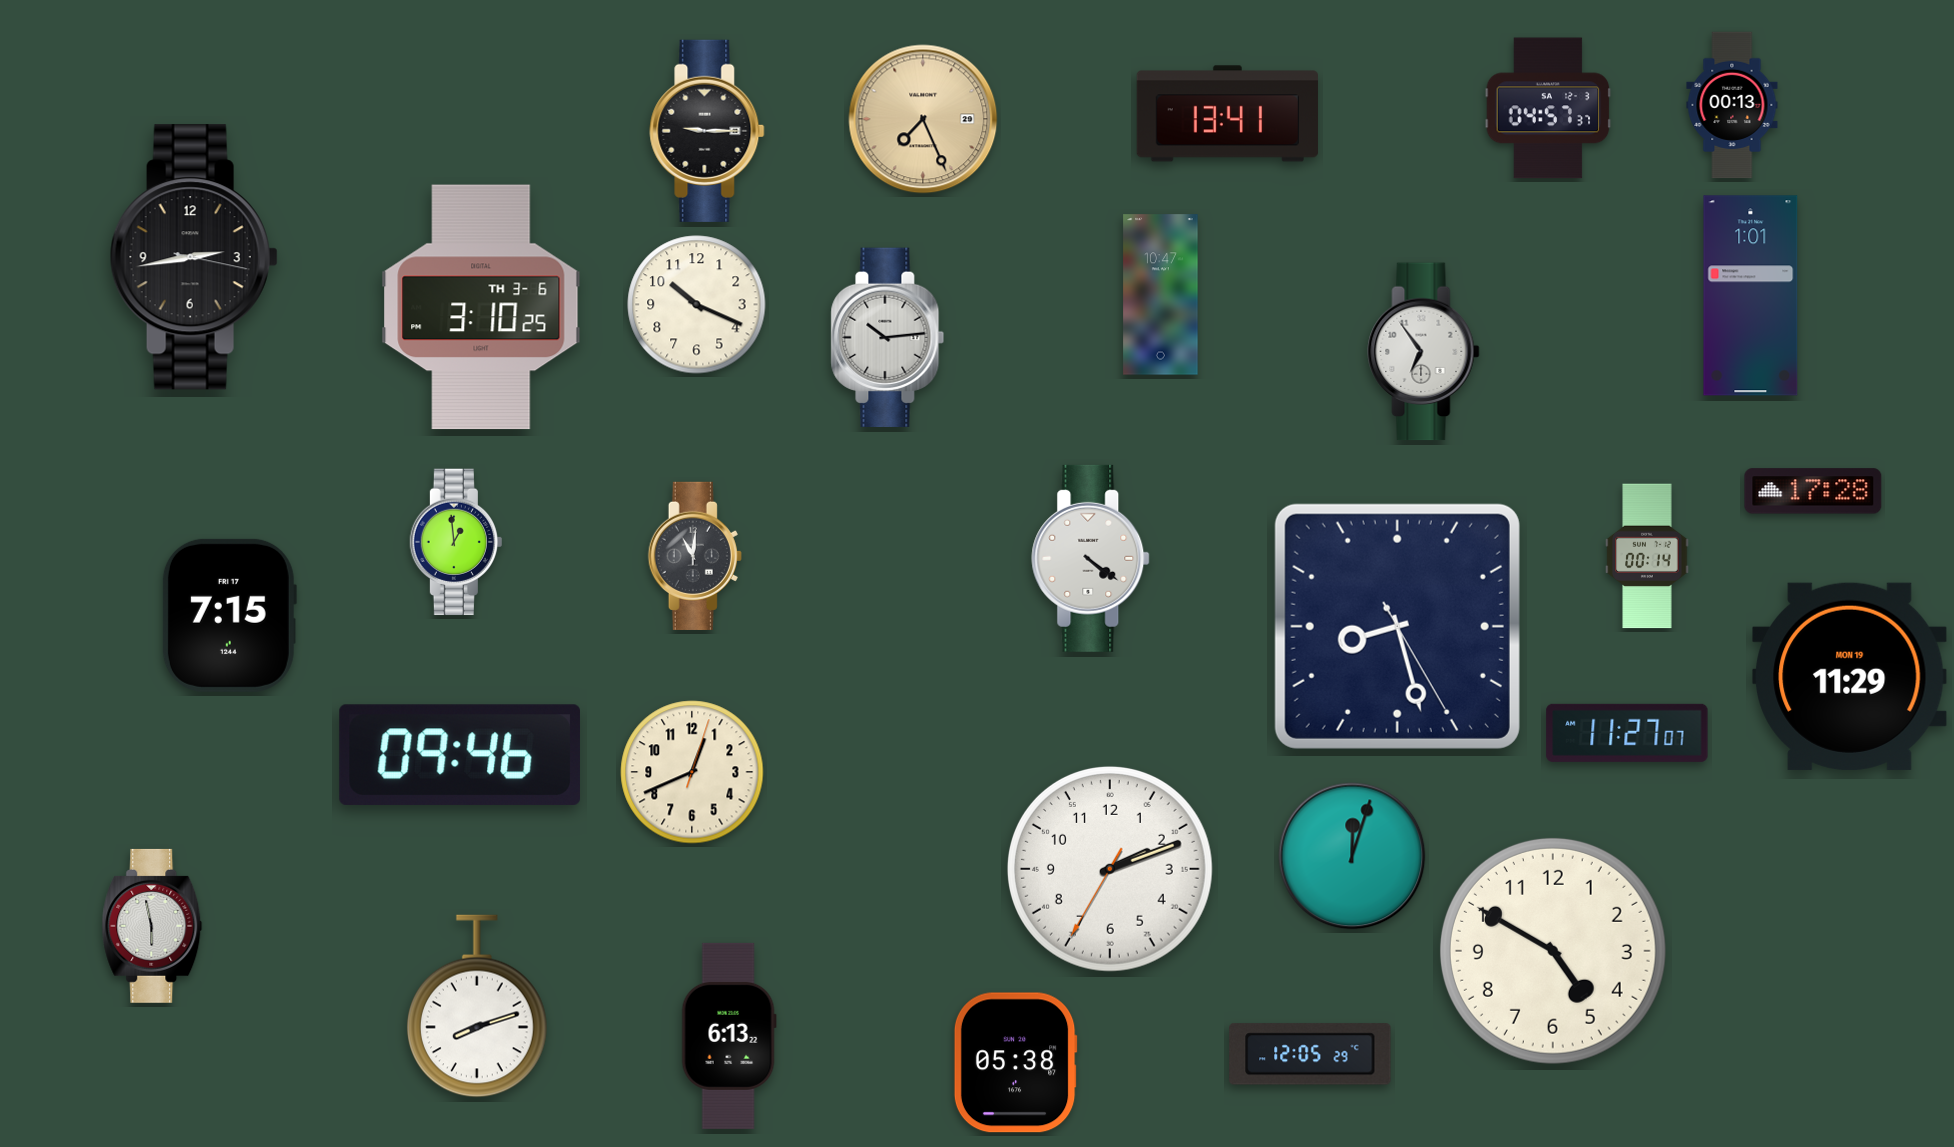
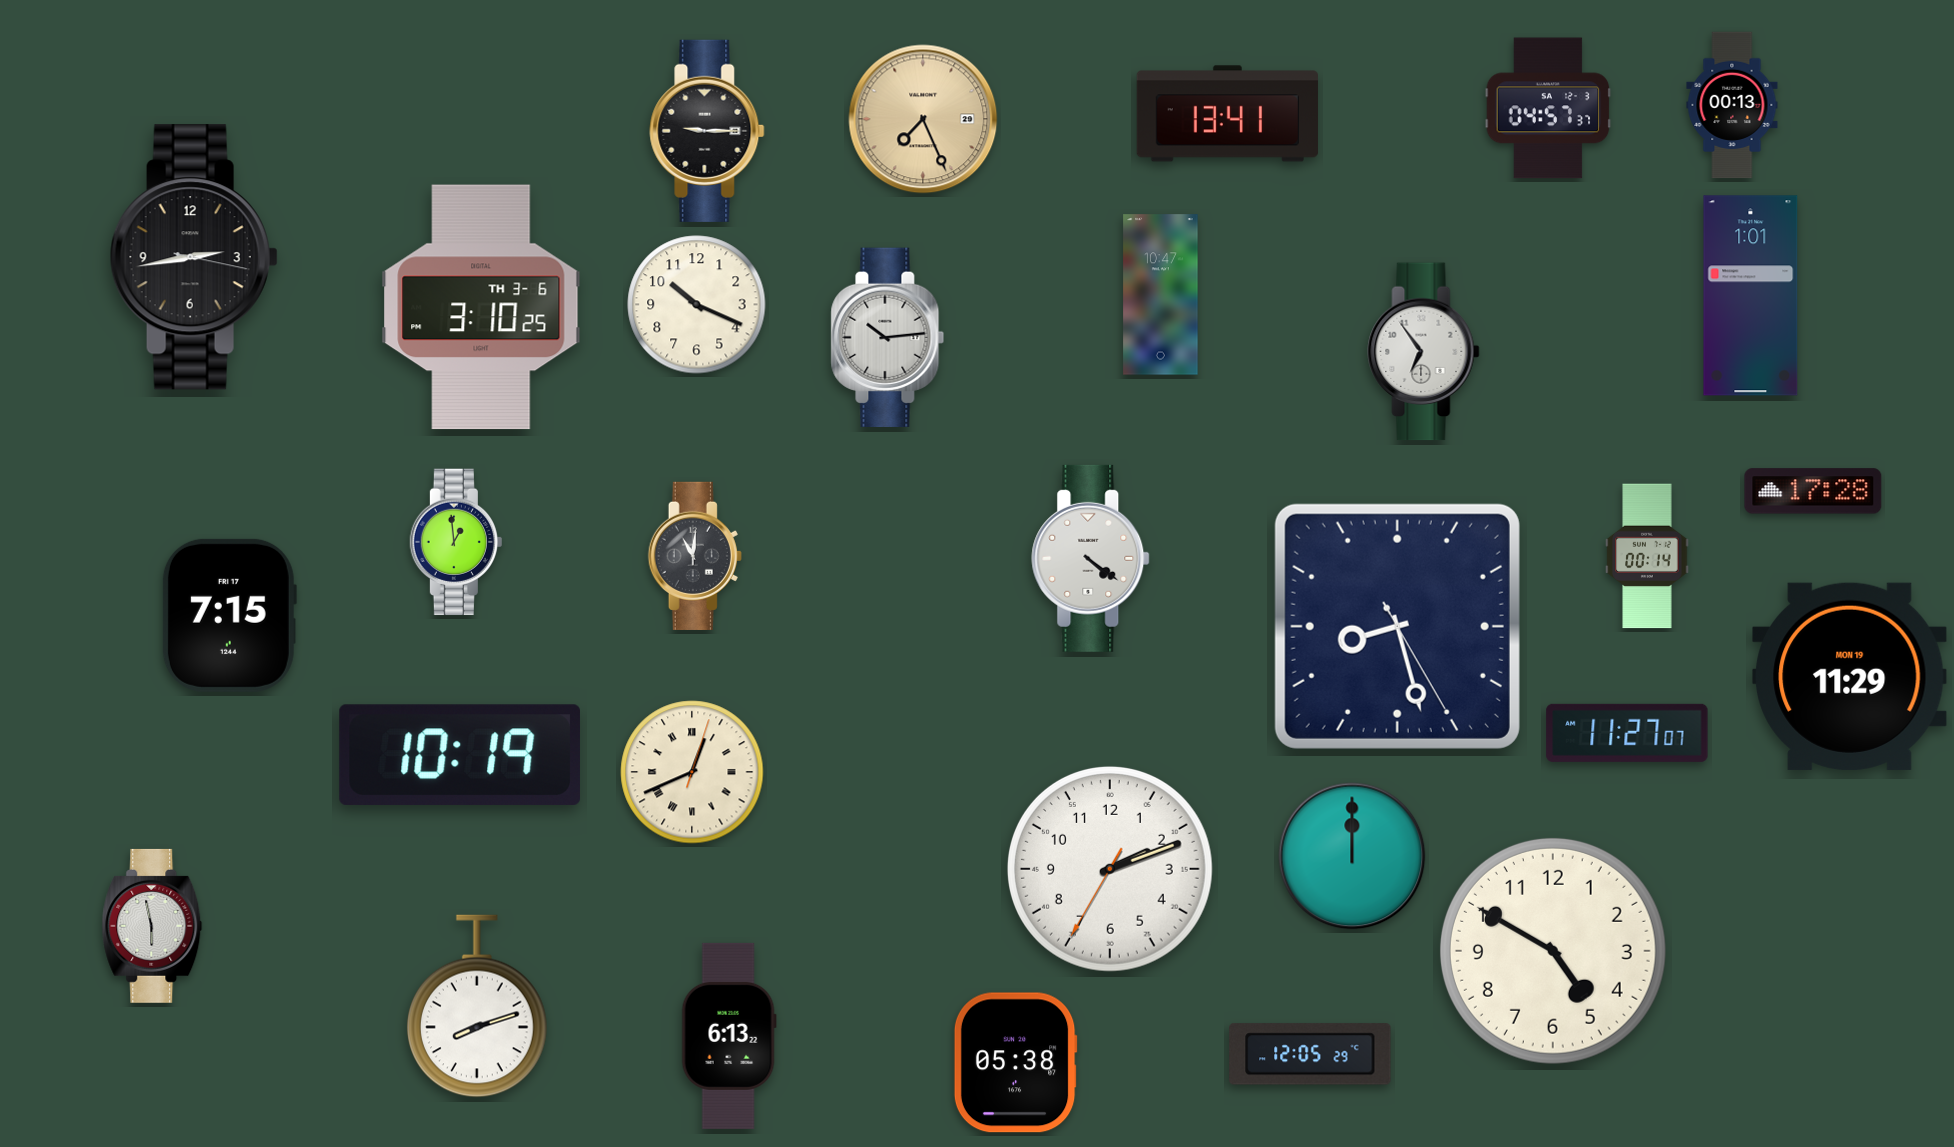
clock at (460, 755): 09:46 -> 10:19
clock at (692, 772) numerals: Arabic -> Roman
clock at (1352, 856): 12:03 -> 12:00
